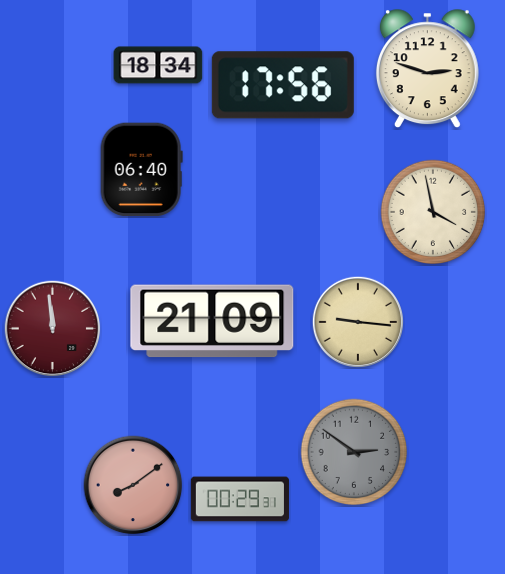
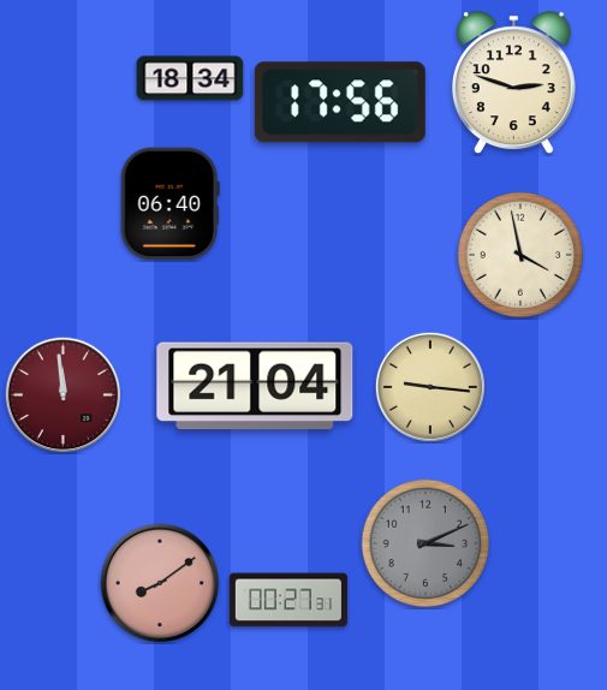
clock at (212, 321): 21:09 -> 21:04
clock at (354, 452): 2:51 -> 3:11
clock at (240, 499): 00:29 -> 00:27
